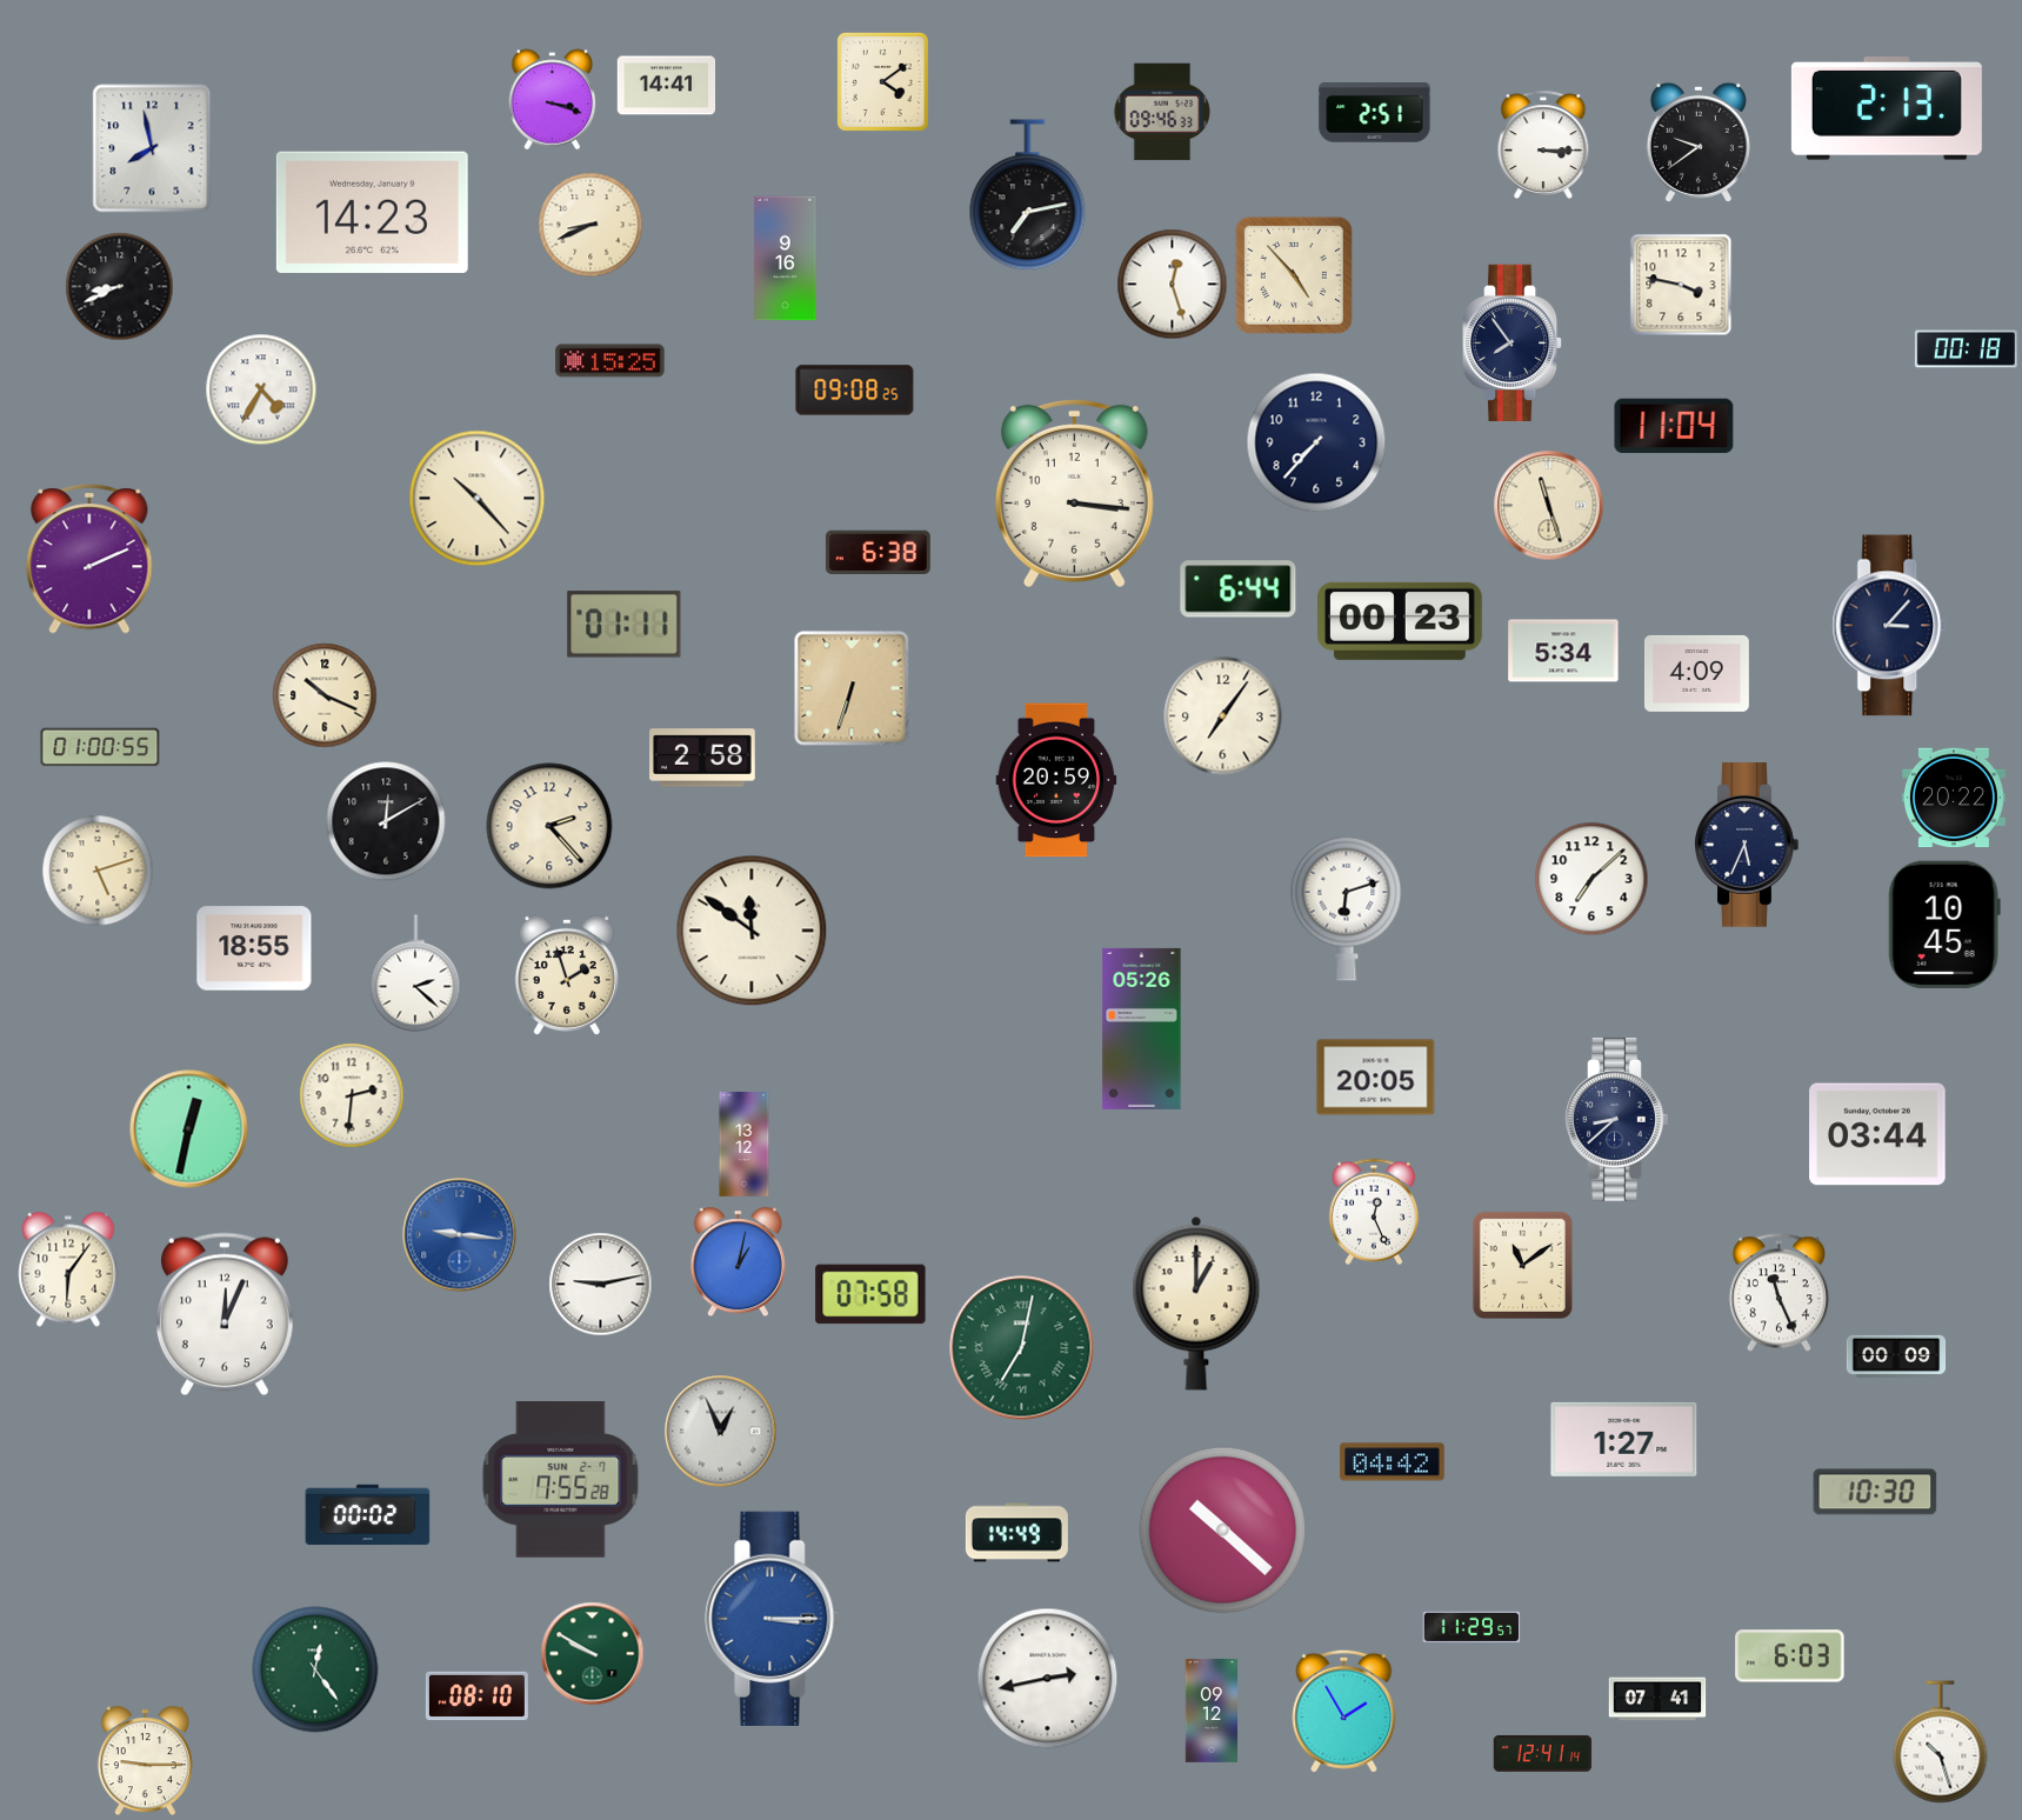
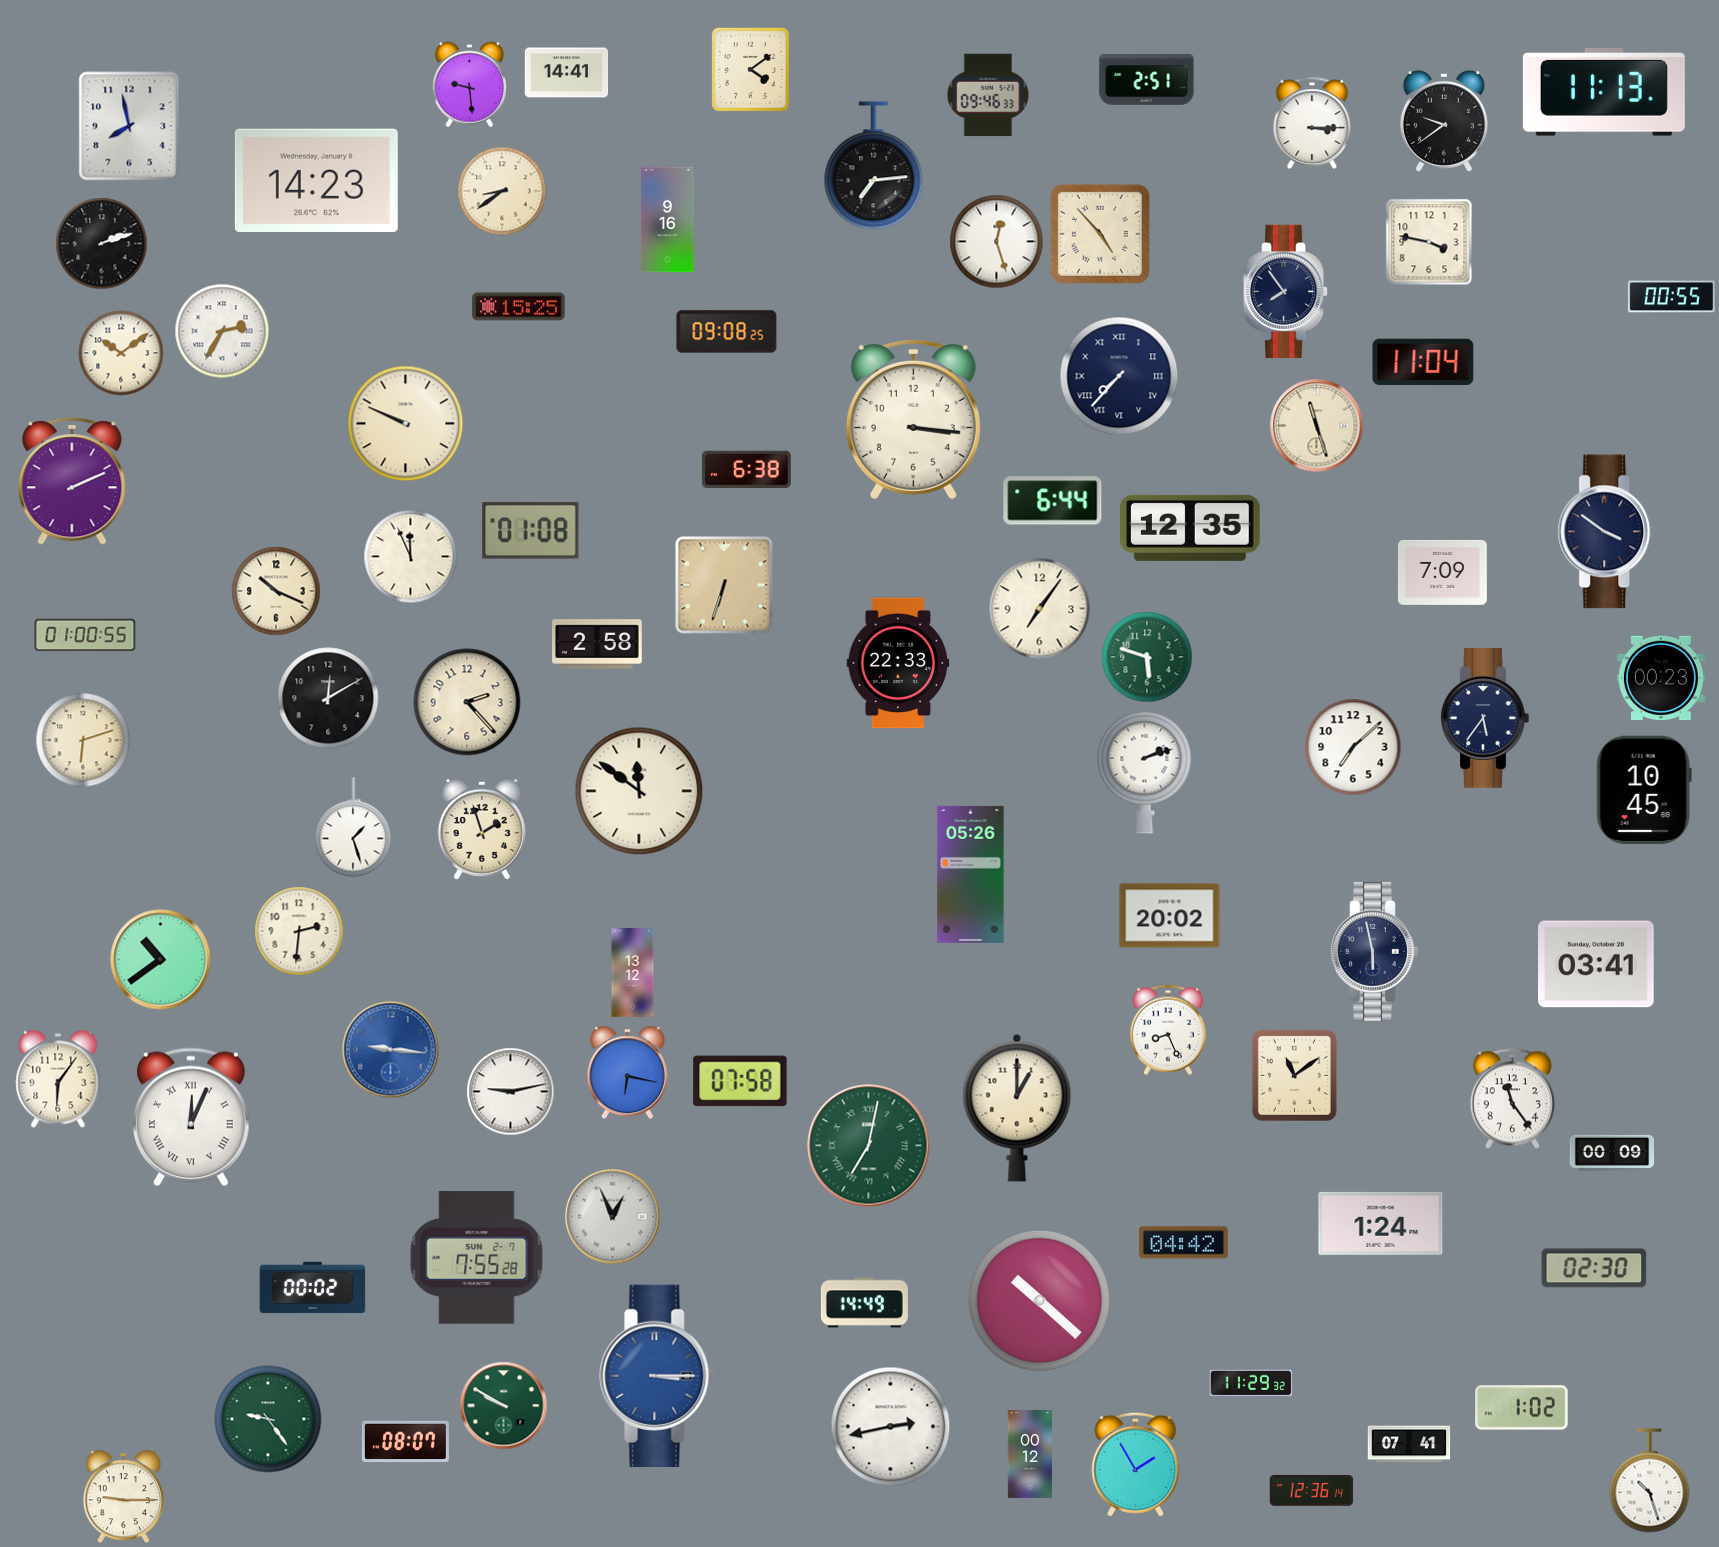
clock at (553, 100): 3:18 -> 9:29
clock at (1887, 108): 2:13 -> 11:13
clock at (1375, 113) position: (1375, 113) -> (1147, 80)
clock at (1028, 195): 7:13 -> 7:14
clock at (590, 225): 8:41 -> 8:39
clock at (120, 287): 8:41 -> 2:12
clock at (1966, 349): 00:18 -> 00:55
clock at (261, 389): 4:35 -> 2:35
clock at (121, 353): none -> 10:09
clock at (1316, 442) numerals: Arabic -> Roman
clock at (478, 499): 10:23 -> 9:49
clock at (1549, 506) position: (1549, 506) -> (1317, 426)
clock at (89, 559) position: (89, 559) -> (72, 481)
clock at (1401, 621): 00:23 -> 12:35
clock at (625, 625): 01:11 -> 01:08
clock at (1890, 626): 3:07 -> 3:51
clock at (1563, 651): 5:34 -> none
clock at (411, 557): none -> 11:56
clock at (1696, 673): 4:09 -> 7:09
clock at (1147, 657): none -> 5:48
clock at (1056, 780): 20:59 -> 22:33
clock at (1954, 798): 20:22 -> 00:23
clock at (1747, 846): 5:34 -> 5:36
clock at (98, 871): 5:12 -> 6:12
clock at (1347, 908): 6:12 -> 2:12
clock at (1944, 925) position: (1944, 925) -> (1644, 790)
clock at (254, 948): 18:55 -> none
clock at (415, 973): 2:22 -> 1:27
clock at (1376, 1078): 20:05 -> 20:02
clock at (1617, 1119): 8:38 -> 5:58
clock at (189, 1129): 12:32 -> 10:39
clock at (1877, 1134): 03:44 -> 03:41
clock at (1373, 1212): 12:26 -> 8:26
clock at (738, 1262): 1:02 -> 6:17
clock at (1779, 1293): 11:26 -> 11:24
clock at (870, 1294) position: (870, 1294) -> (740, 1081)
clock at (225, 1314) numerals: Arabic -> Roman
clock at (1624, 1439): 1:27 -> 1:24
clock at (1875, 1492): 10:30 -> 02:30
clock at (1472, 1627): 11:29:57 -> 11:29:32
clock at (1790, 1656): 6:03 -> 1:02
clock at (315, 1669): 12:24 -> 9:24
clock at (476, 1696): 08:10 -> 08:07
clock at (1212, 1711): 09:12 -> 00:12
clock at (1344, 1711) position: (1344, 1711) -> (1136, 1464)
clock at (1543, 1753): 12:41 -> 12:36
